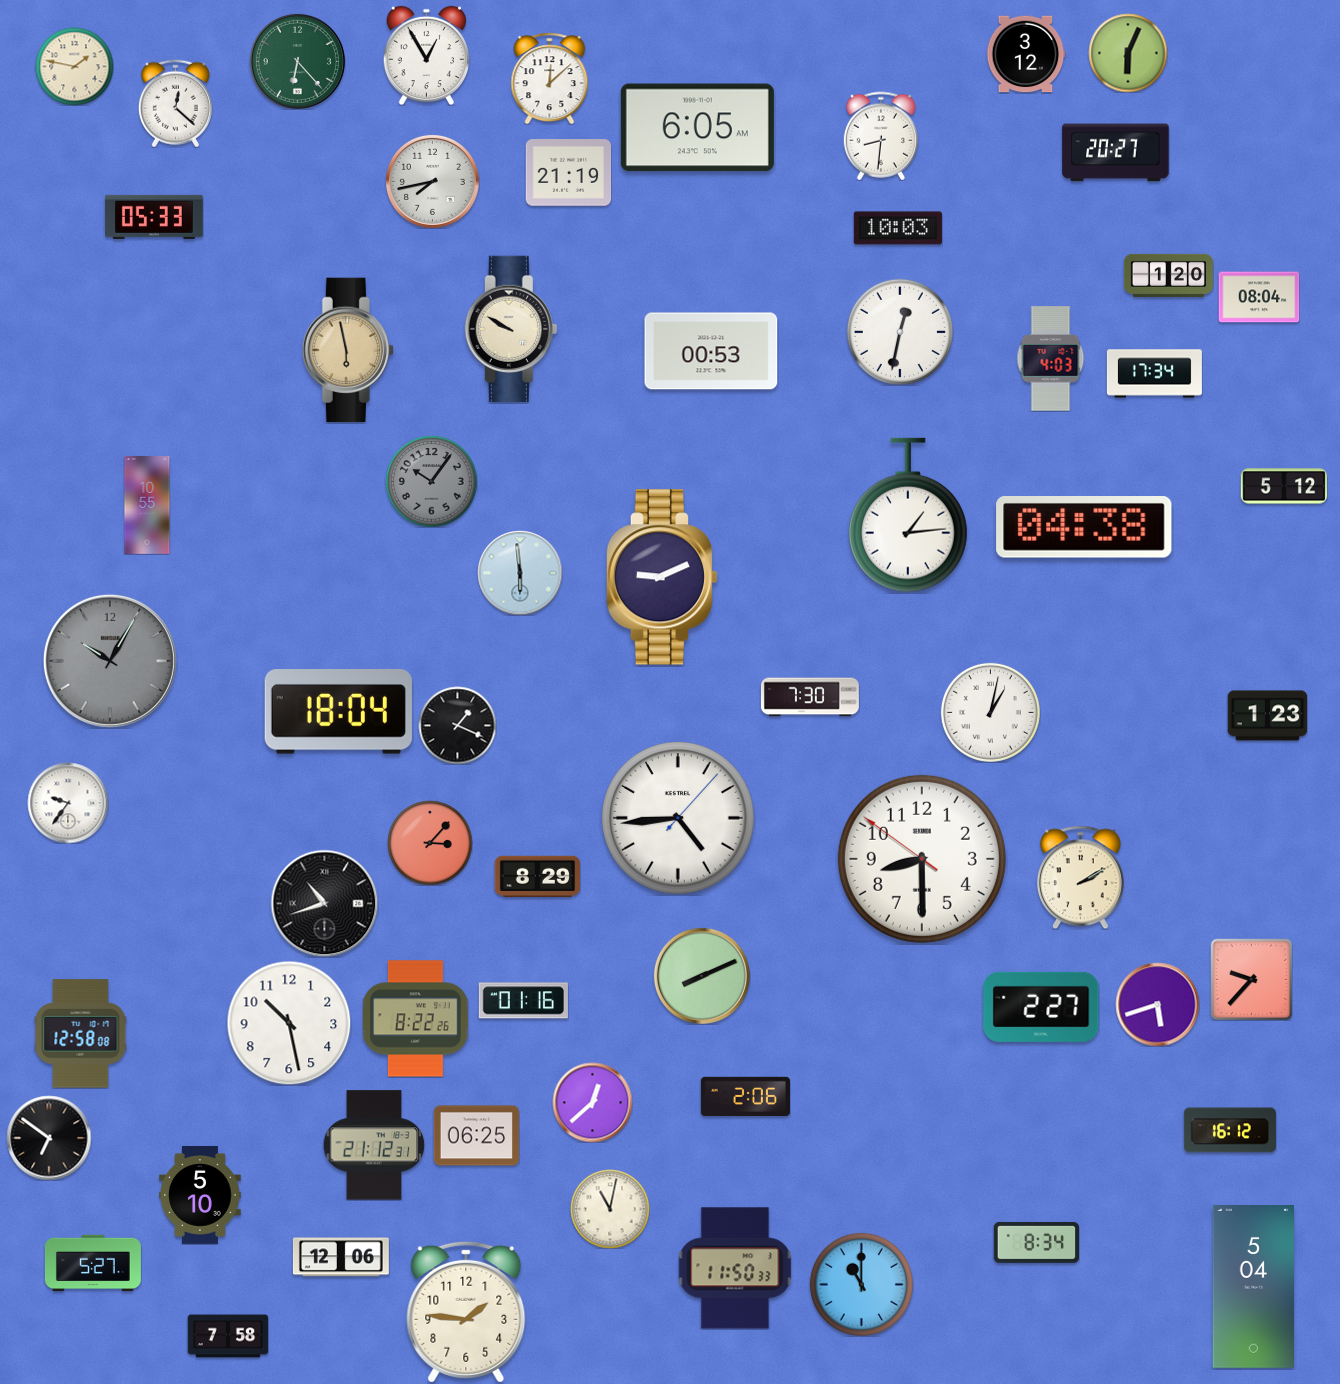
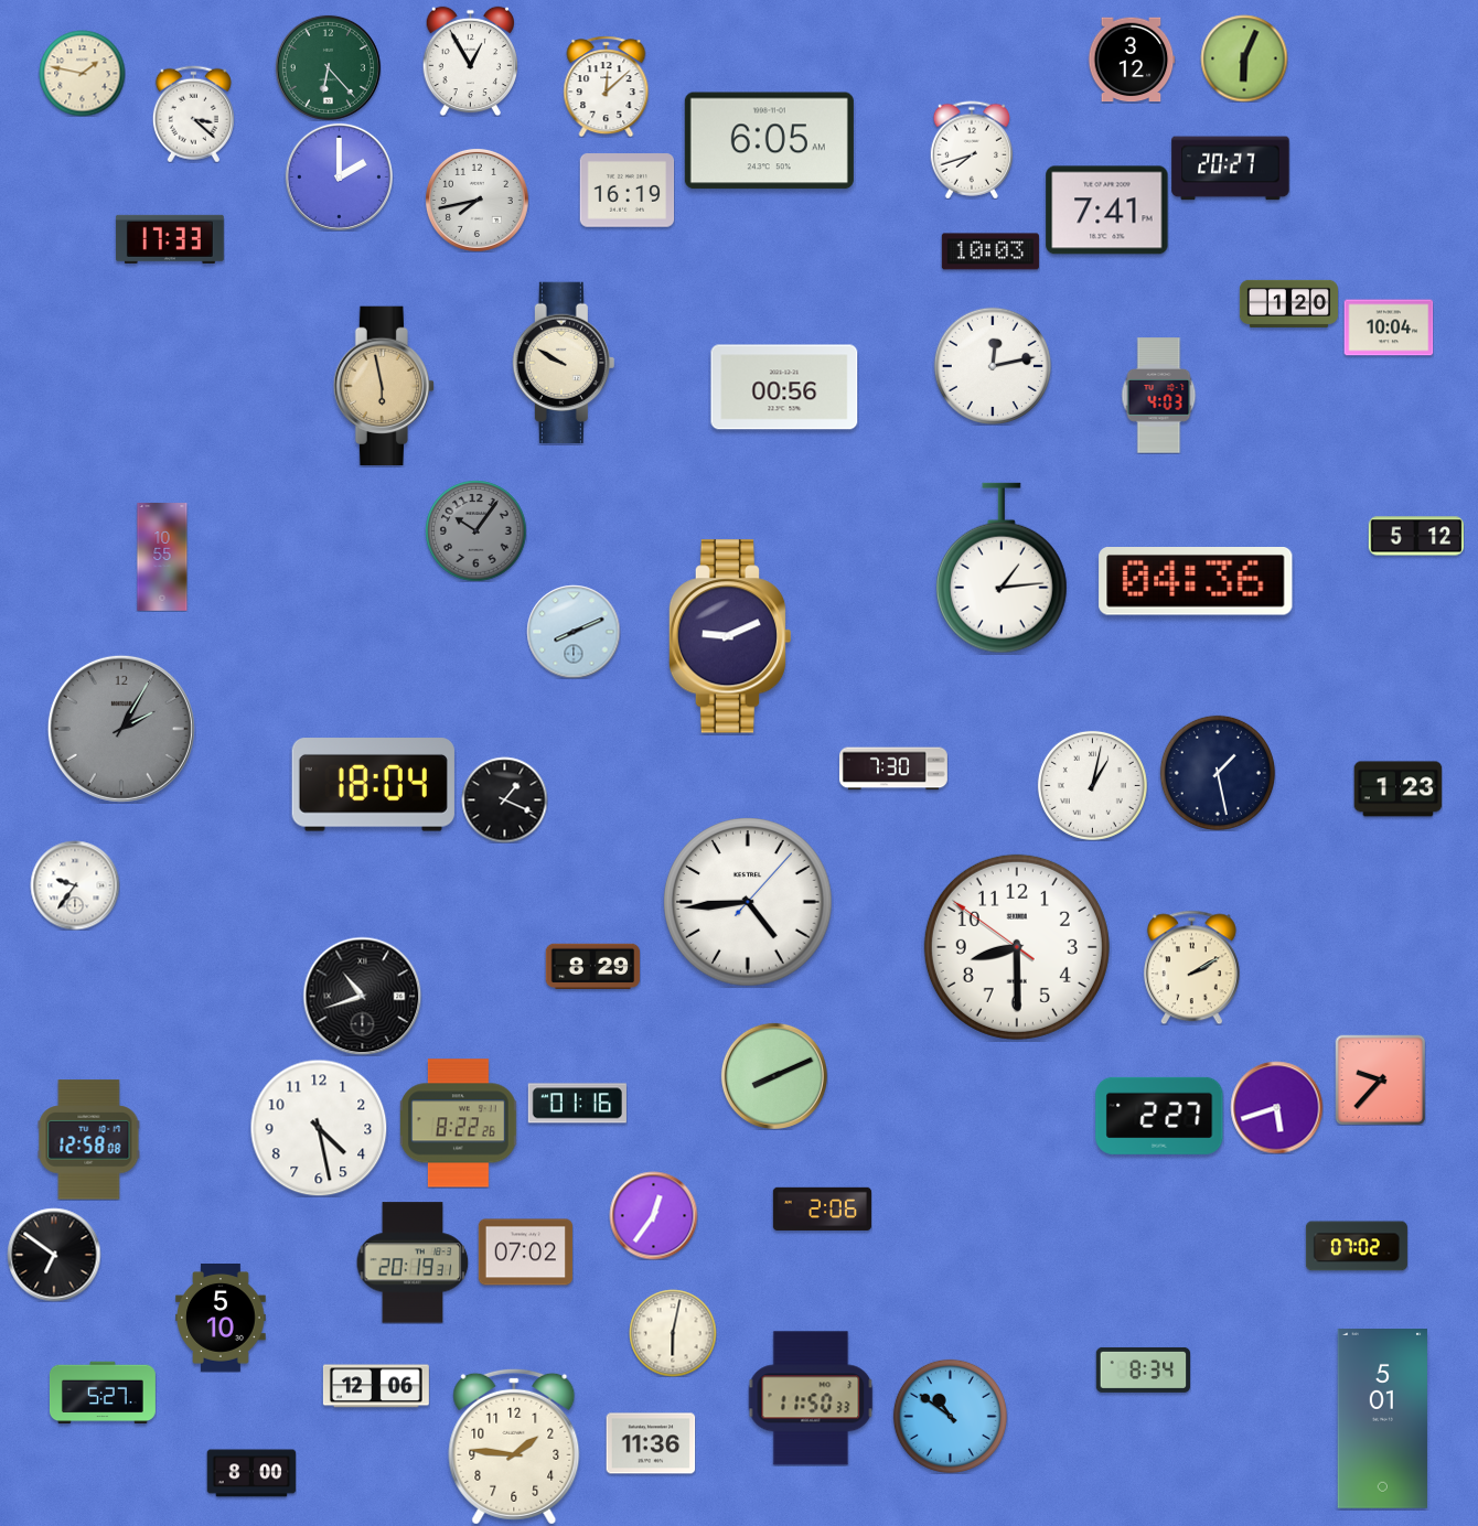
clock at (175, 103): 12:22 -> 3:22
clock at (881, 136): 8:31 -> 7:42
clock at (339, 176): none -> 2:00
clock at (568, 173): 21:19 -> 16:19
clock at (1107, 211): none -> 7:41
clock at (154, 217): 05:33 -> 17:33
clock at (1259, 297): 08:04 -> 10:04
clock at (900, 332): 12:32 -> 12:13
clock at (711, 351): 00:53 -> 00:56
clock at (1154, 374): 17:34 -> none
clock at (1084, 528): 04:38 -> 04:36
clock at (520, 573): 5:59 -> 8:11
clock at (110, 661): 10:05 -> 2:05
clock at (1218, 773): none -> 1:28
clock at (430, 843): 3:07 -> none
clock at (324, 903) position: (324, 903) -> (362, 996)
clock at (1041, 1007) position: (1041, 1007) -> (1159, 1116)
clock at (289, 1023): 10:28 -> 4:28
clock at (592, 1102): 12:38 -> 12:36
clock at (1230, 1130): 16:12 -> 07:02
clock at (476, 1136): 06:25 -> 07:02
clock at (374, 1145): 21:12 -> 20:19
clock at (610, 1209): 11:02 -> 6:02
clock at (861, 1284): 11:00 -> 10:51
clock at (1253, 1287): 5:04 -> 5:01
clock at (651, 1443): none -> 11:36
clock at (228, 1336): 7:58 -> 8:00
